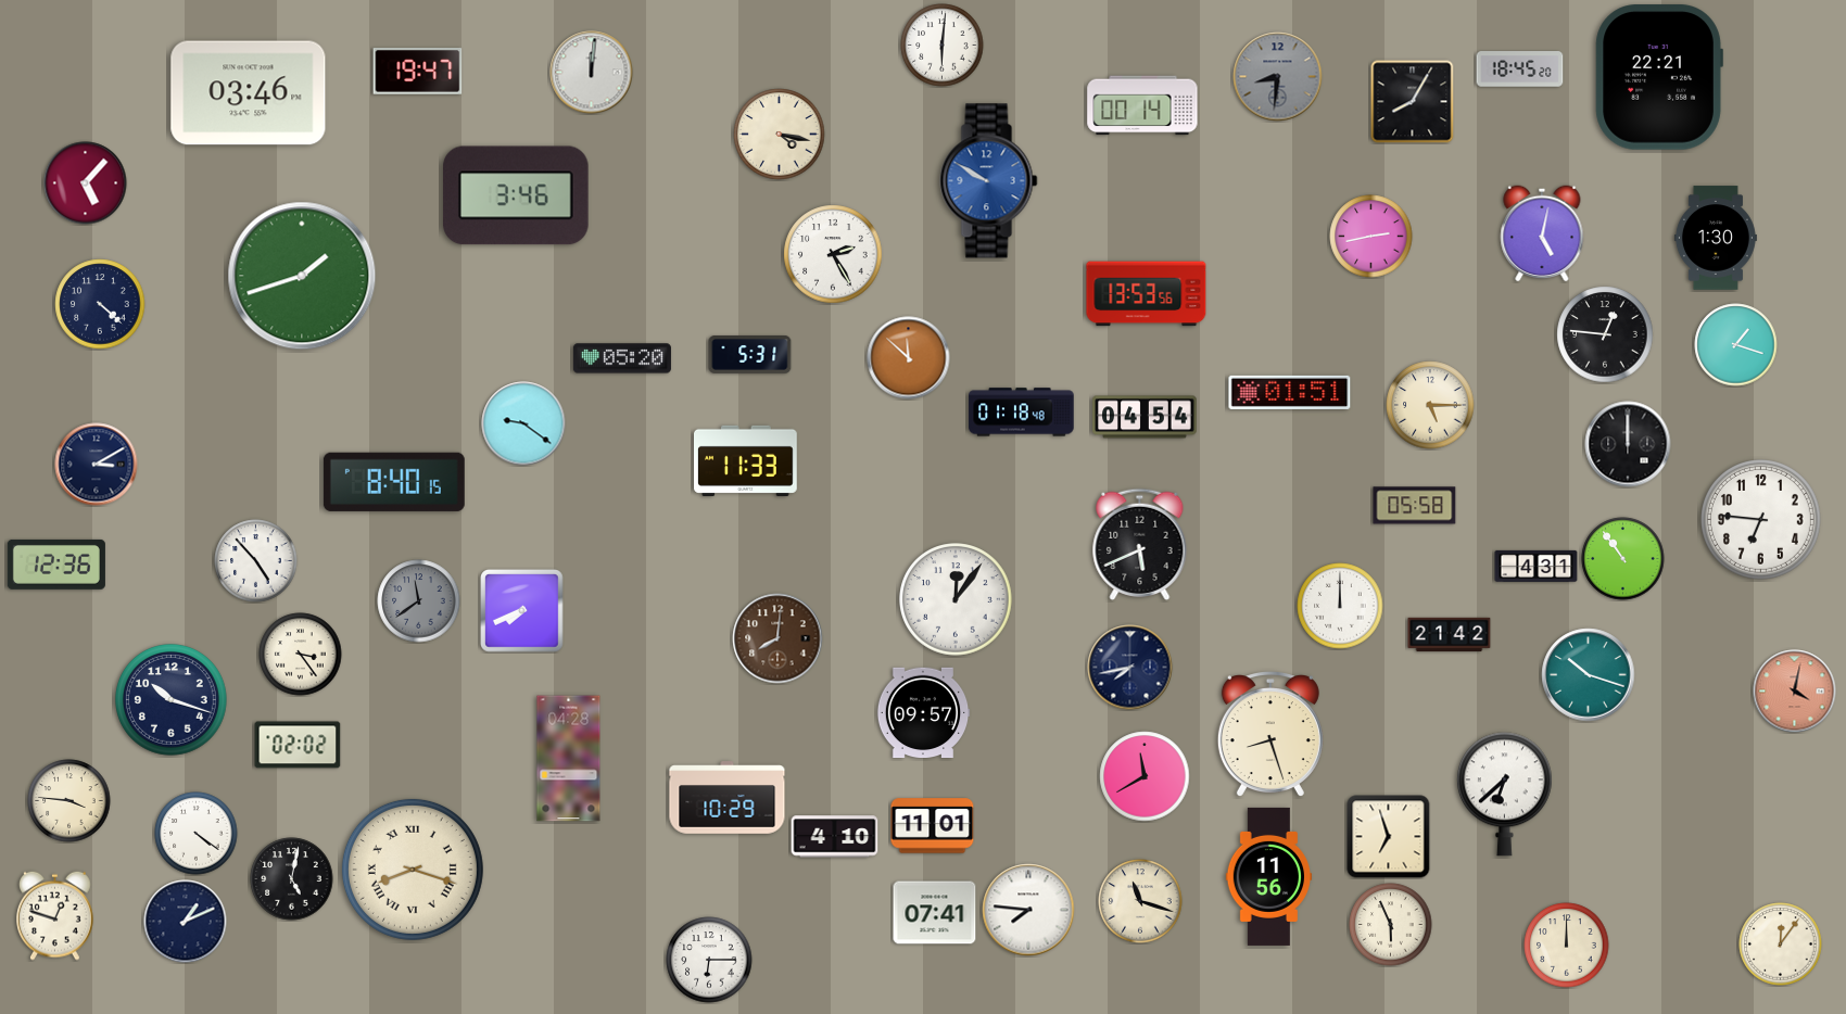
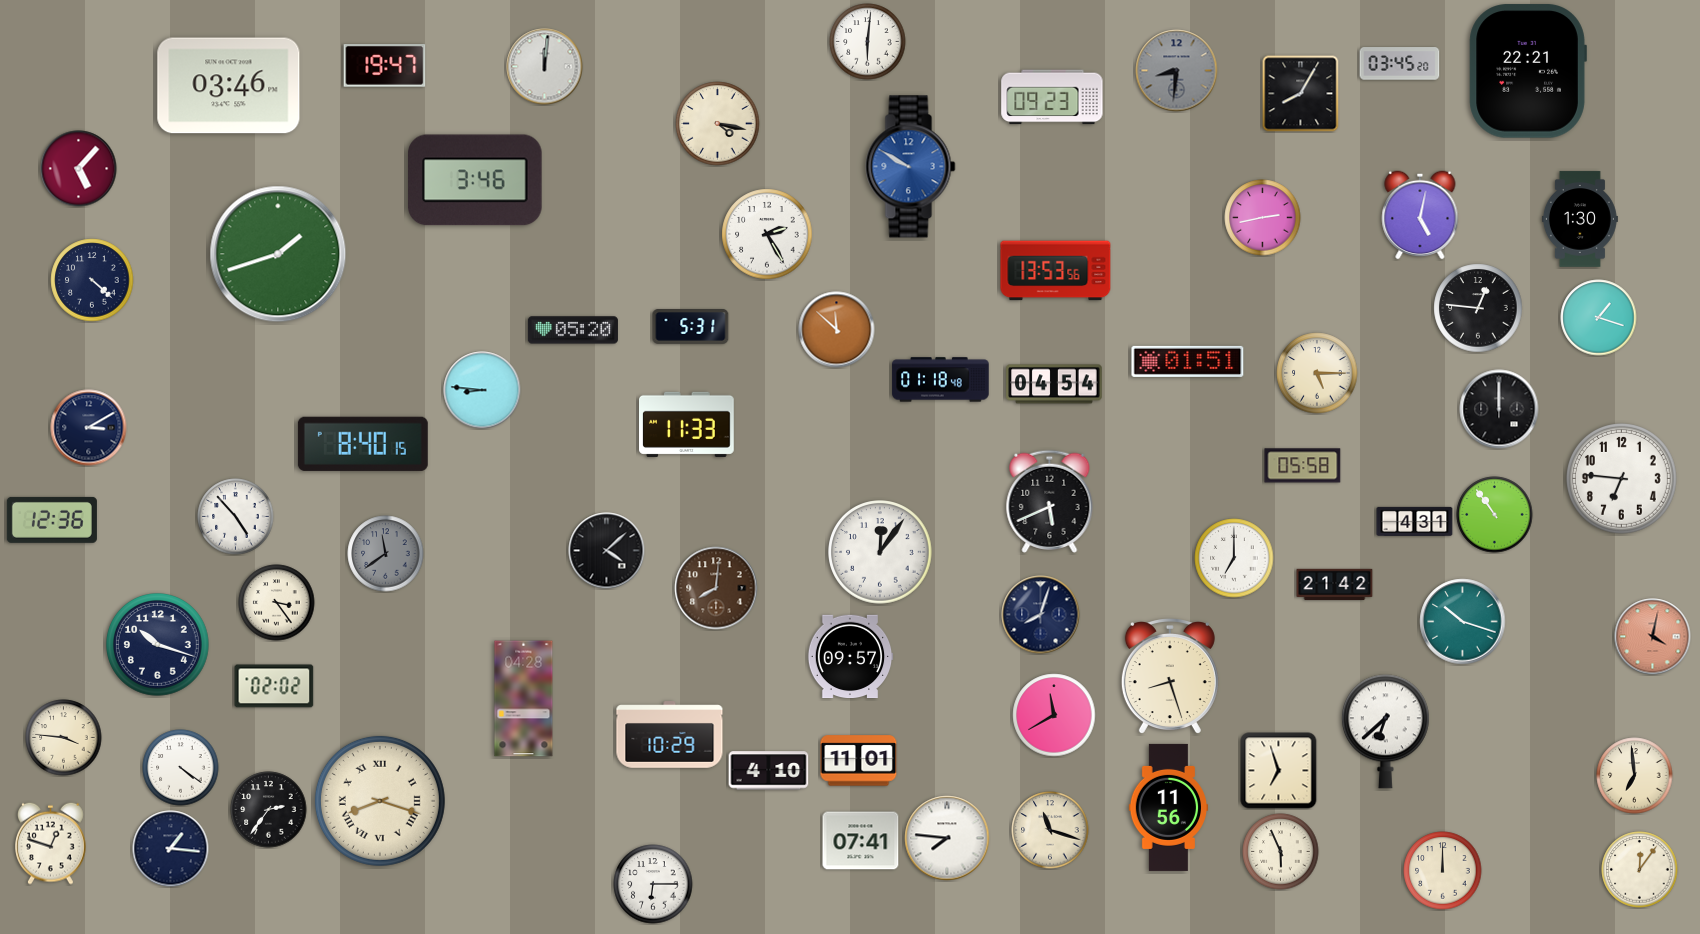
clock at (1520, 69): 18:45 -> 03:45
clock at (1142, 105): 00:14 -> 09:23
clock at (523, 423): 9:21 -> 8:46
clock at (607, 551): none -> 4:08
clock at (1340, 606): 12:00 -> 7:00
clock at (522, 611): 7:41 -> none
clock at (1130, 668): 7:43 -> 8:03
clock at (1635, 776): none -> 6:59
clock at (292, 879): 5:02 -> 2:36
clock at (186, 922): 1:11 -> 1:16
